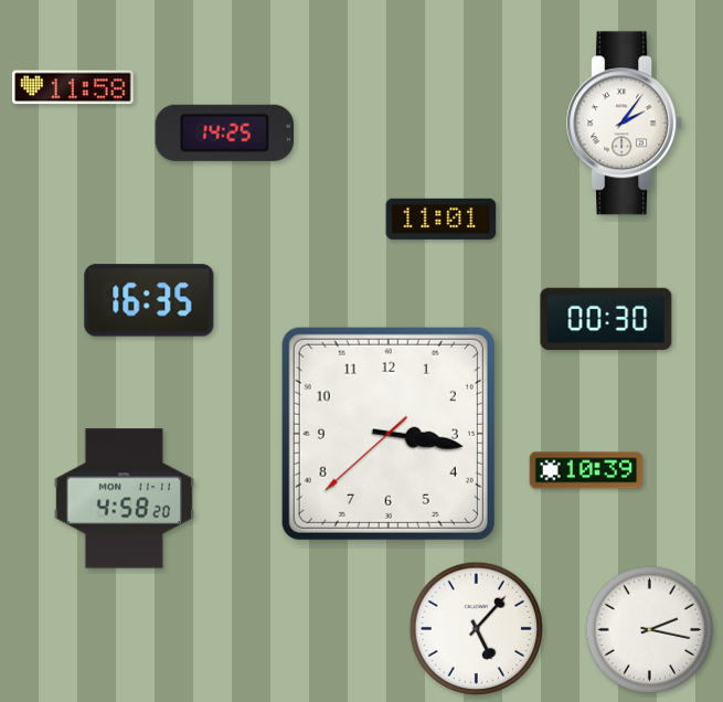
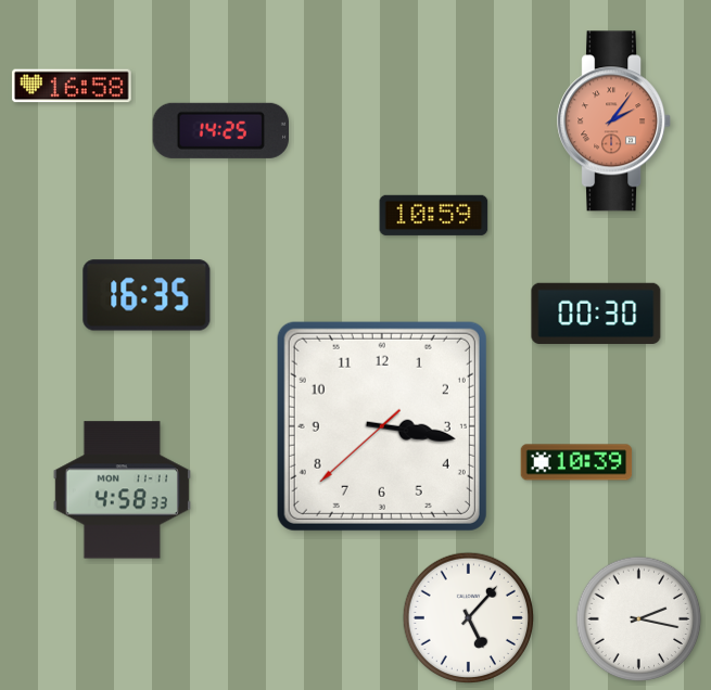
clock at (73, 87): 11:58 -> 16:58
clock at (625, 124) dial: white -> salmon
clock at (442, 219): 11:01 -> 10:59
clock at (124, 499): 4:58:20 -> 4:58:33
